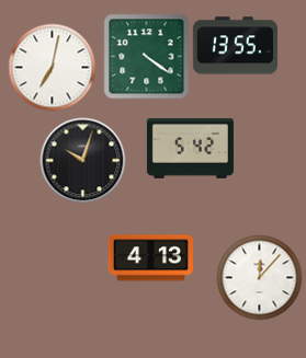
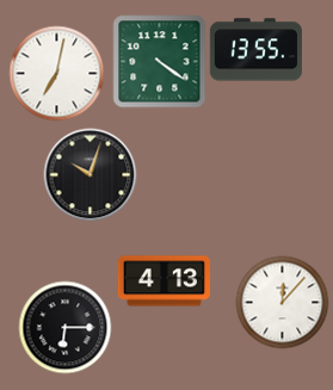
clock at (190, 149): 5:42 -> none
clock at (64, 327): none -> 6:15
